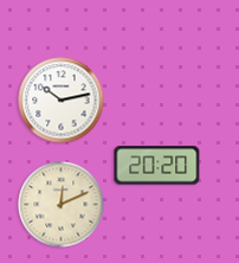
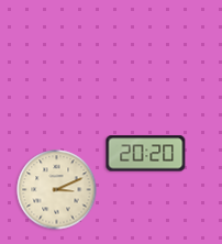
clock at (62, 101): 10:13 -> none
clock at (62, 205): 12:11 -> 3:11
